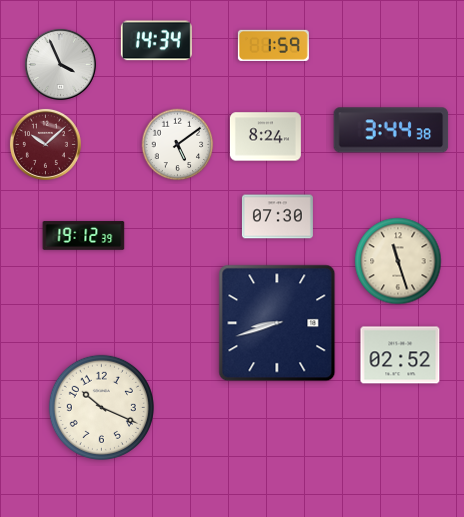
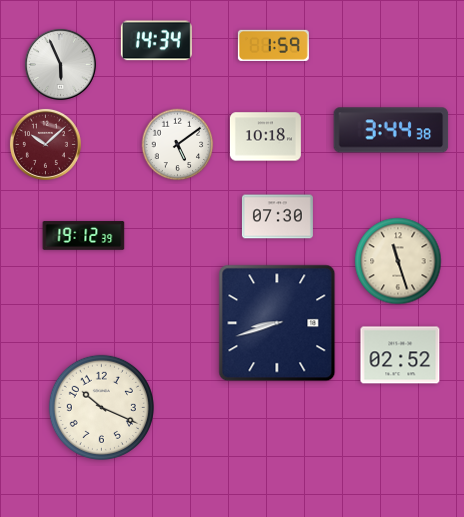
clock at (60, 64): 3:56 -> 5:56
clock at (265, 137): 8:24 -> 10:18
